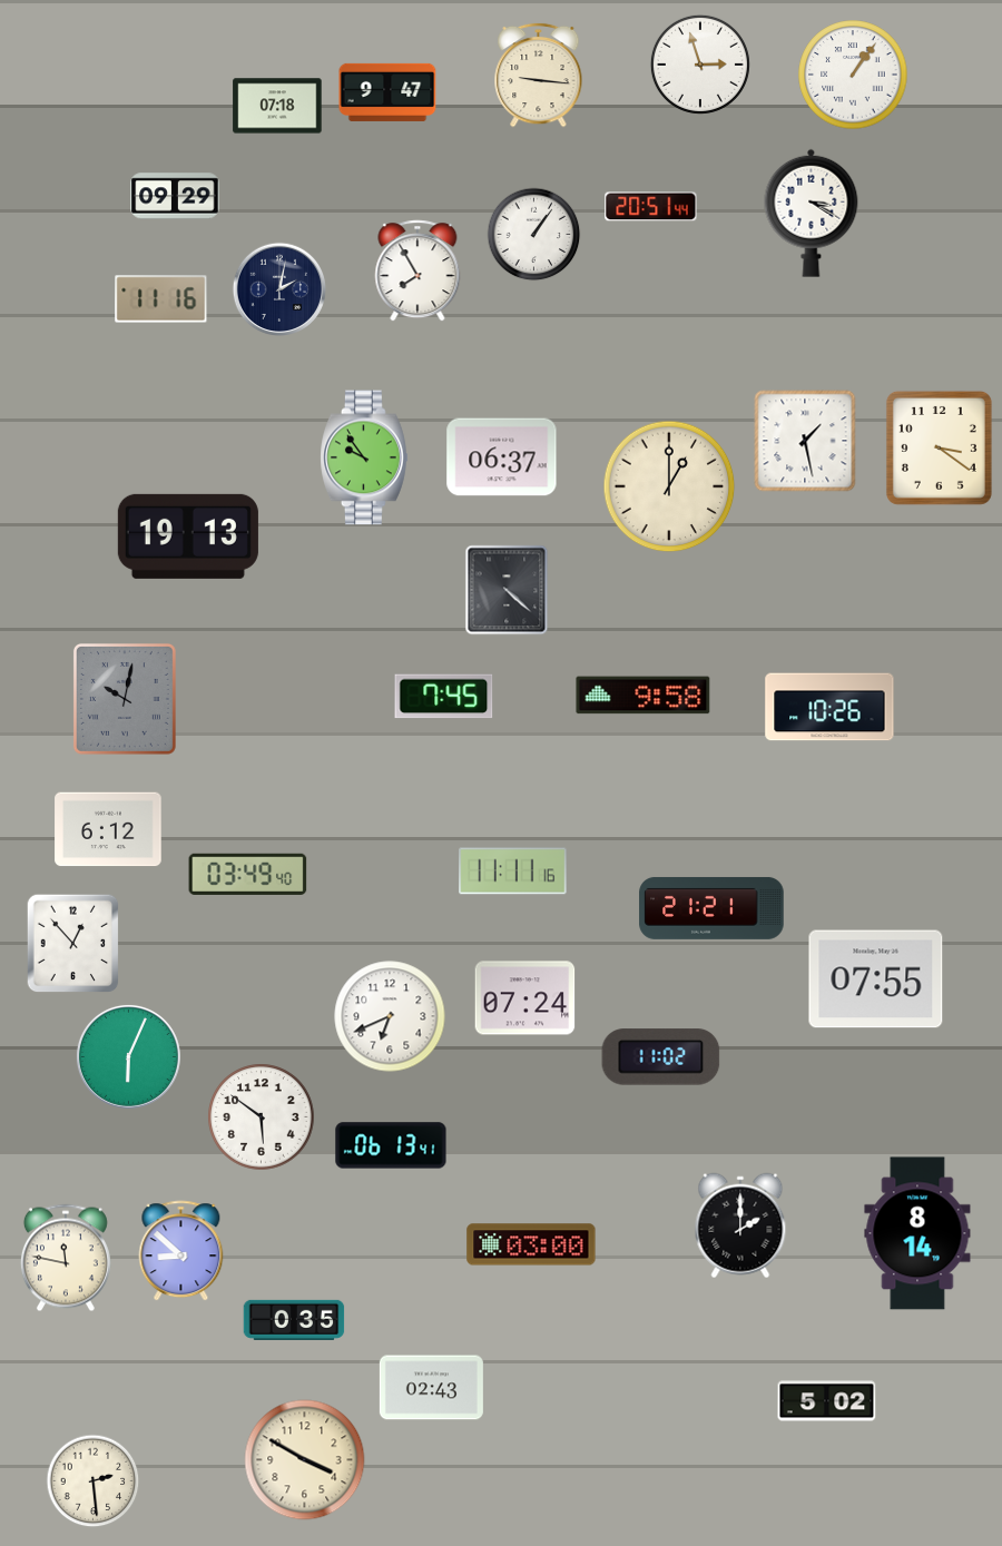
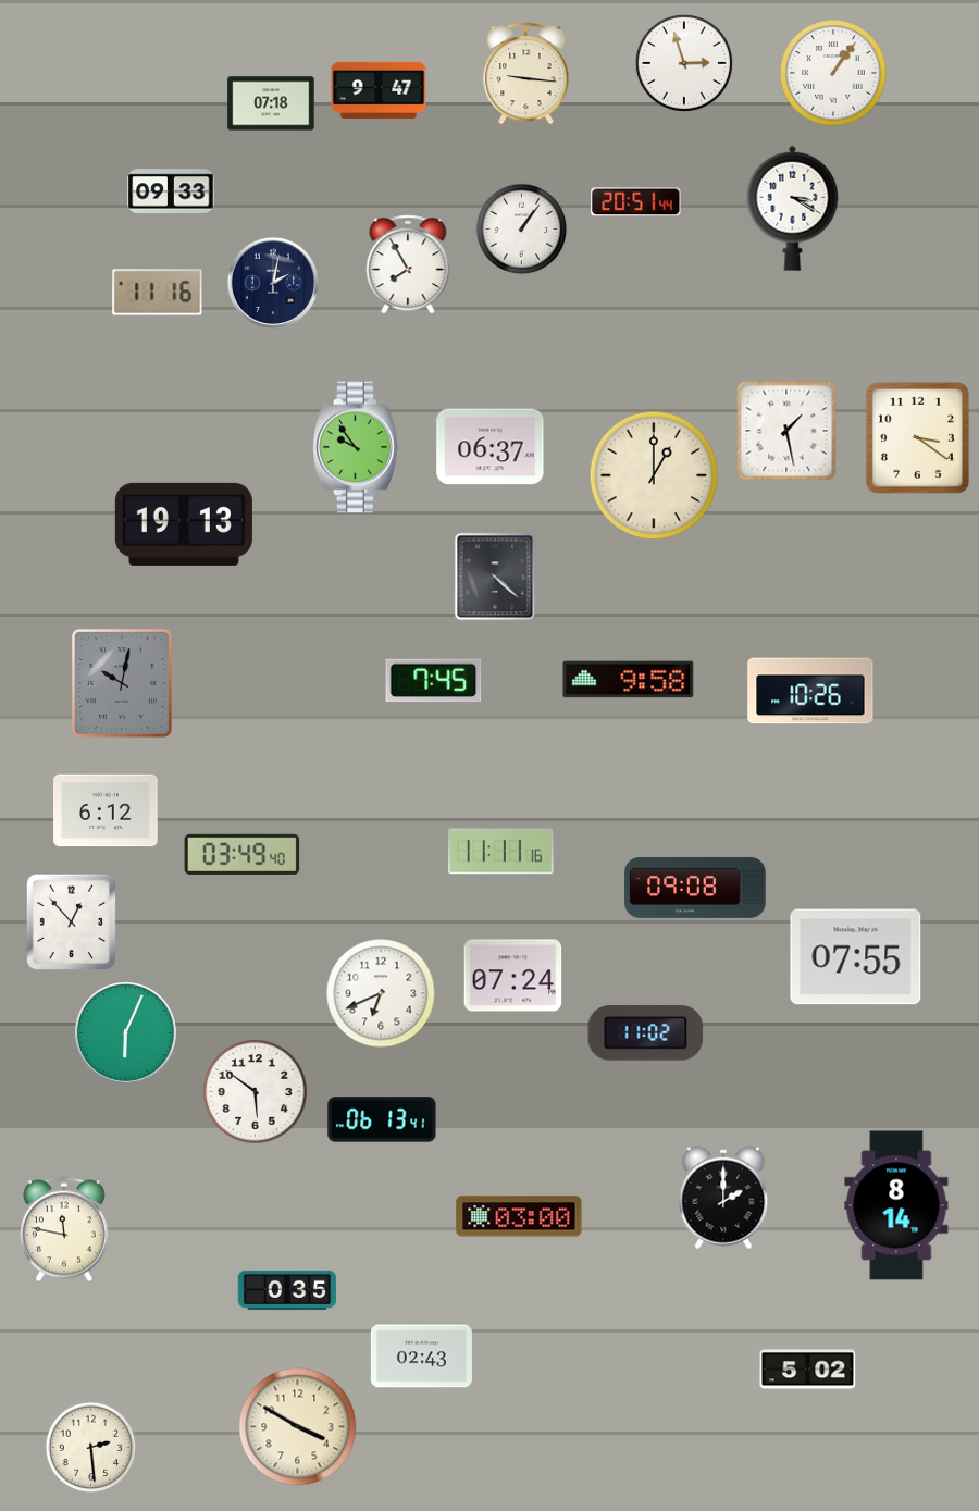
clock at (175, 196): 09:29 -> 09:33
clock at (711, 908): 21:21 -> 09:08
clock at (181, 1251): 8:52 -> none
